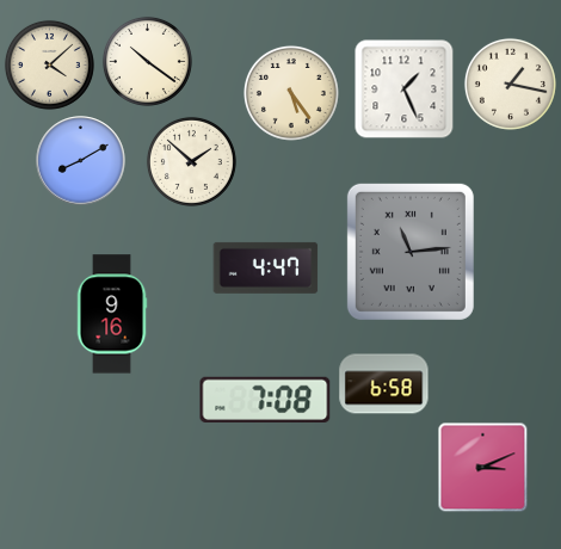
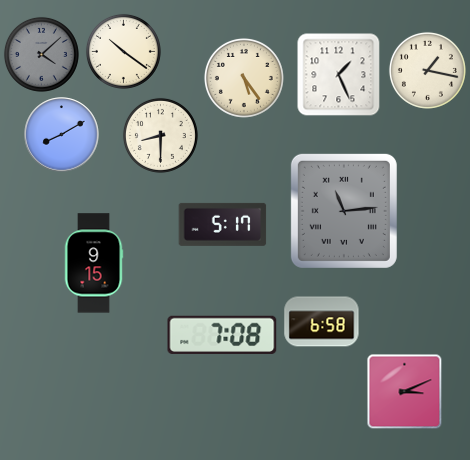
clock at (49, 64) dial: cream -> grey
clock at (81, 161) position: (81, 161) -> (62, 135)
clock at (191, 161): 1:52 -> 8:30
clock at (266, 267): 4:47 -> 5:17
clock at (112, 314): 9:16 -> 9:15
